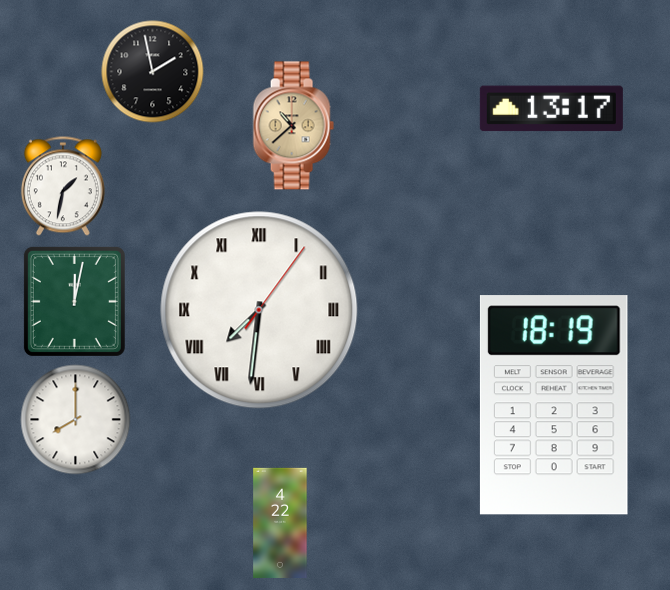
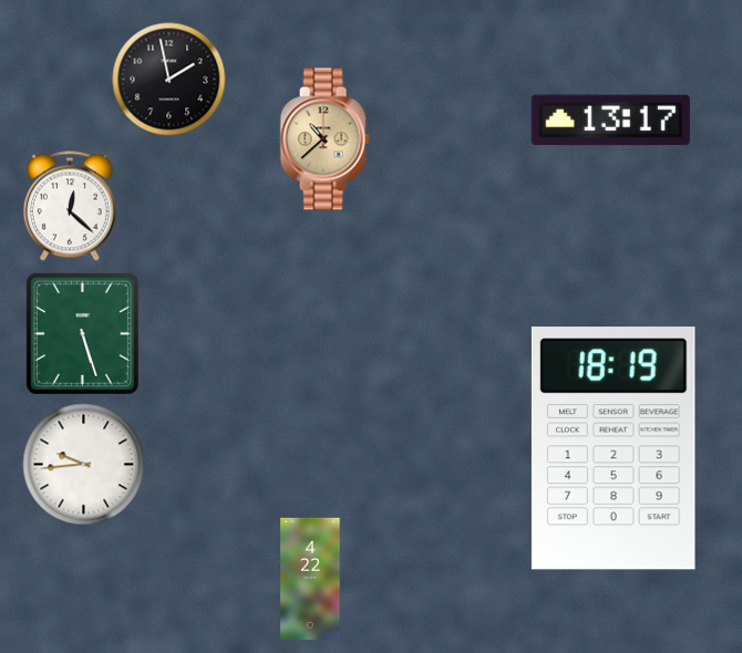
clock at (63, 186): 1:32 -> 12:22
clock at (74, 301): 12:02 -> 5:27
clock at (259, 310): 7:31 -> none
clock at (76, 420): 8:00 -> 9:44
